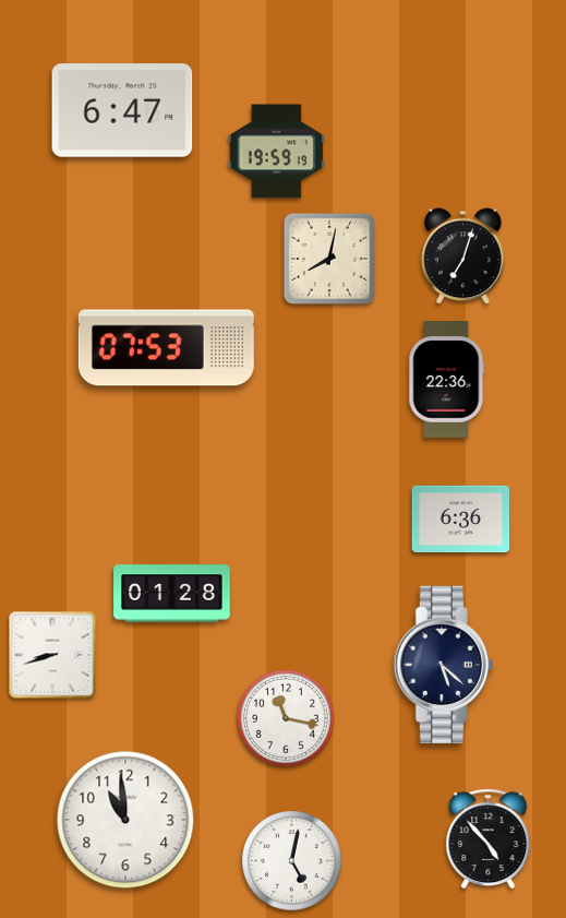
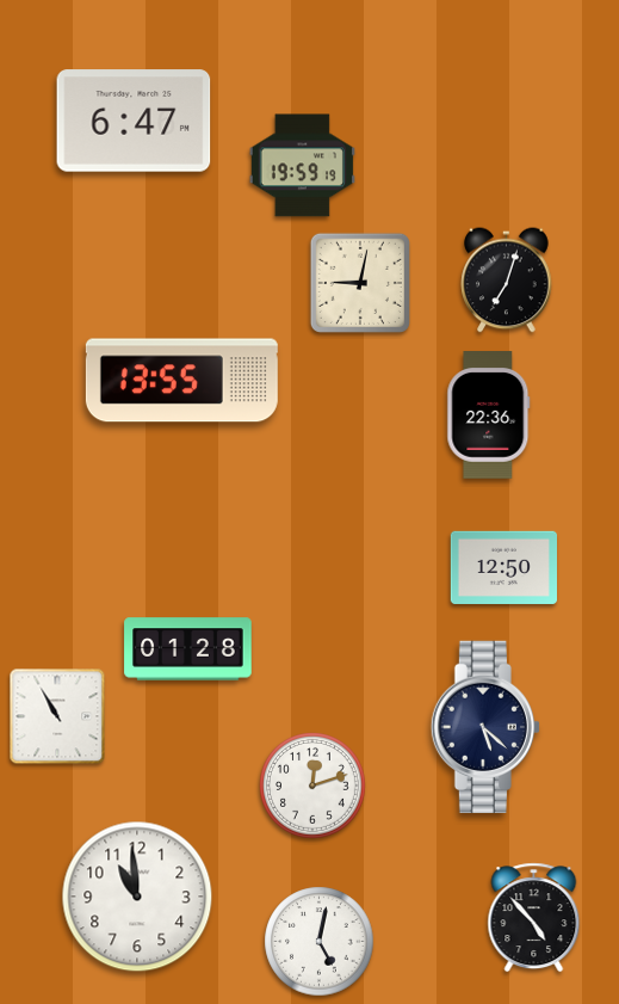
clock at (329, 259): 8:02 -> 9:02
clock at (166, 348): 07:53 -> 13:55
clock at (460, 518): 6:36 -> 12:50
clock at (52, 655): 8:42 -> 10:55
clock at (287, 719): 11:17 -> 12:12
